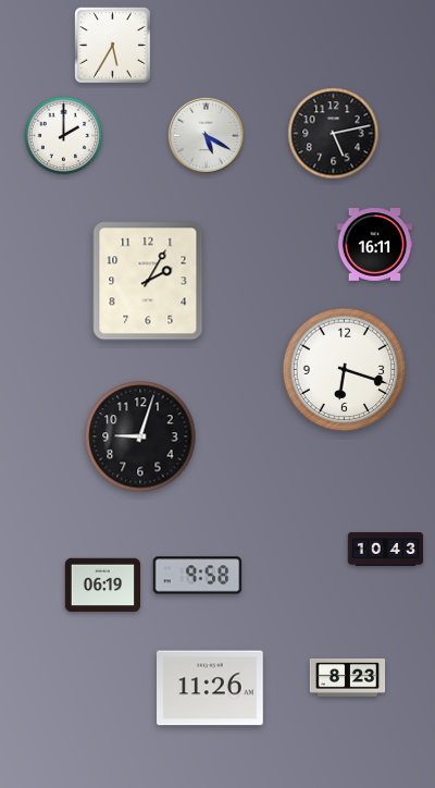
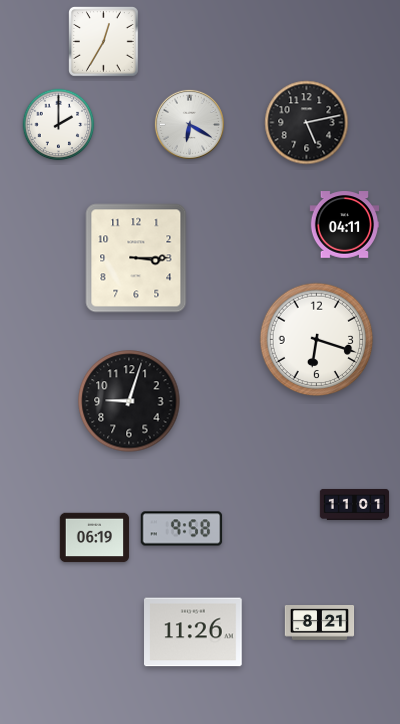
clock at (113, 46): 5:35 -> 12:35
clock at (206, 135): 5:20 -> 6:20
clock at (375, 245): 16:11 -> 04:11
clock at (148, 281): 2:05 -> 3:15
clock at (386, 549): 10:43 -> 11:01
clock at (348, 678): 8:23 -> 8:21
